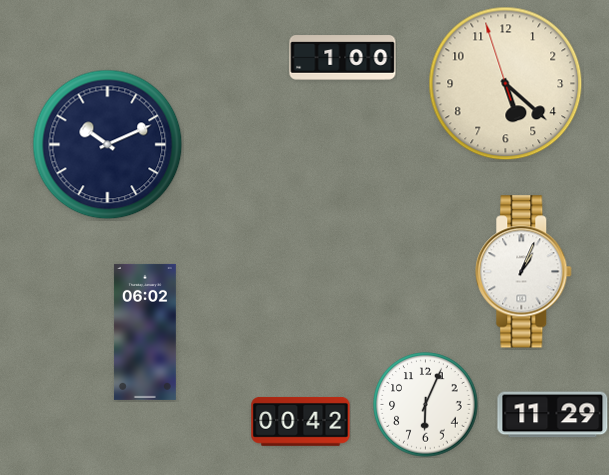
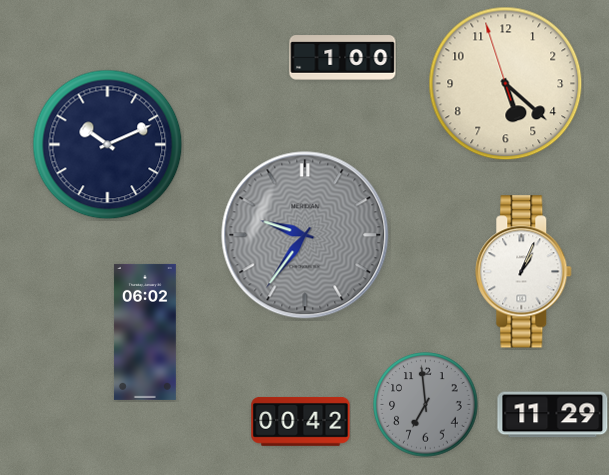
clock at (305, 235): none -> 9:36
clock at (426, 405): 6:04 -> 6:59
clock at (426, 405) dial: white -> grey
